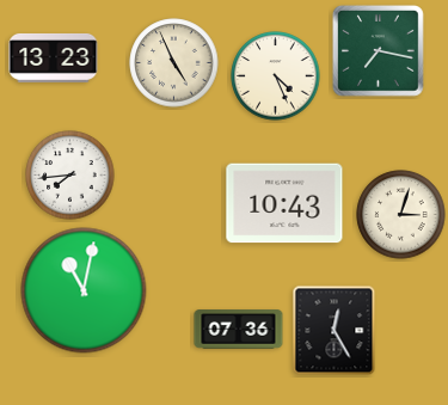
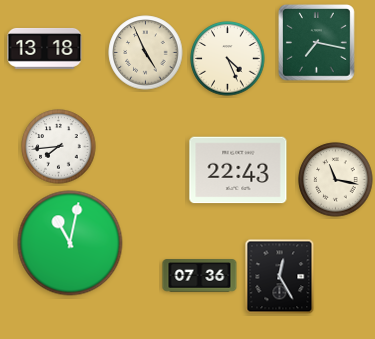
clock at (54, 57): 13:23 -> 13:18
clock at (276, 76) position: (276, 76) -> (228, 59)
clock at (284, 203): 10:43 -> 22:43
clock at (401, 215): 3:03 -> 11:17
